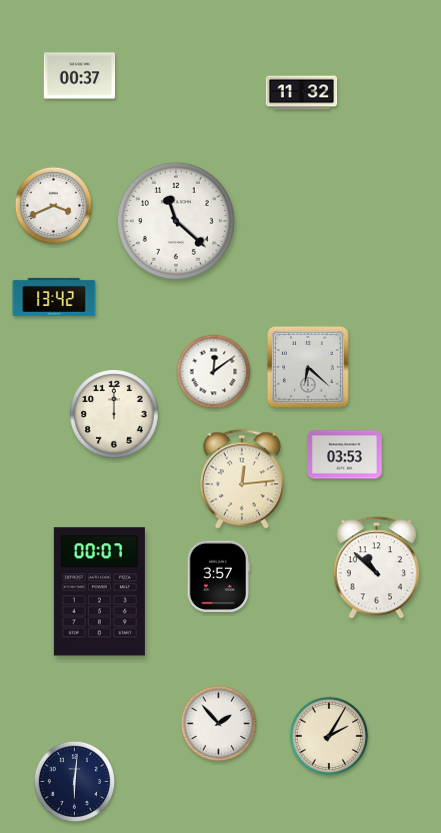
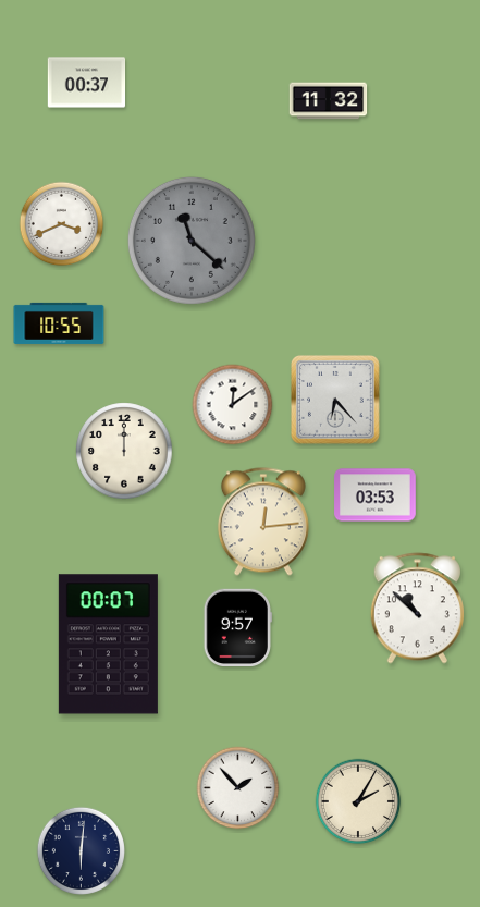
clock at (54, 206) position: (54, 206) -> (62, 224)
clock at (176, 221) dial: white -> grey
clock at (54, 297): 13:42 -> 10:55
clock at (308, 367): 6:22 -> 6:23
clock at (376, 568) position: (376, 568) -> (417, 609)
clock at (218, 577): 3:57 -> 9:57
